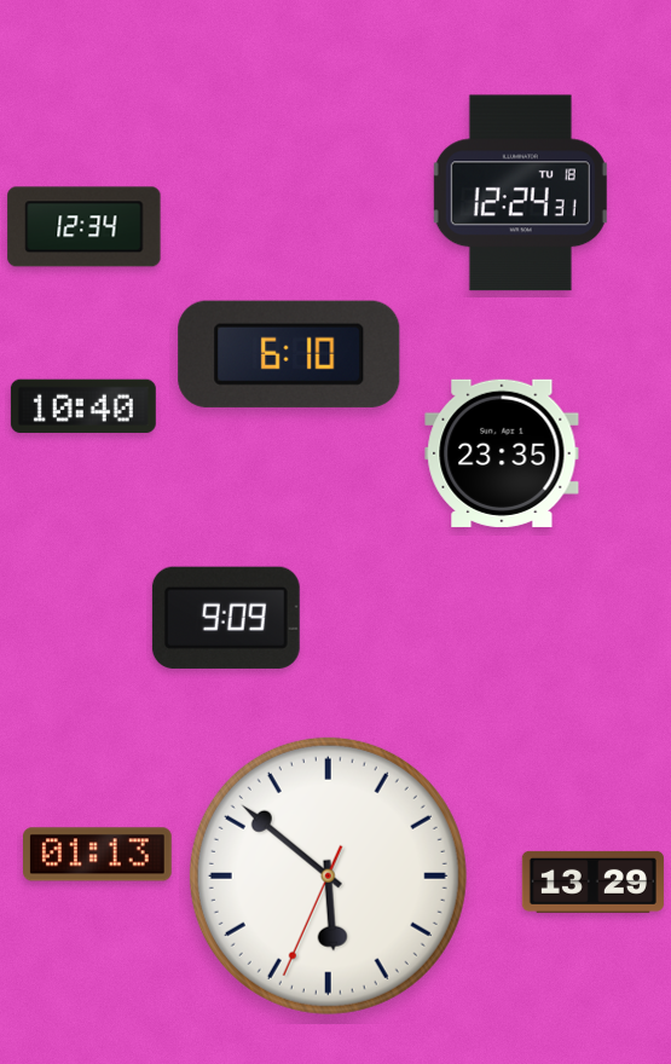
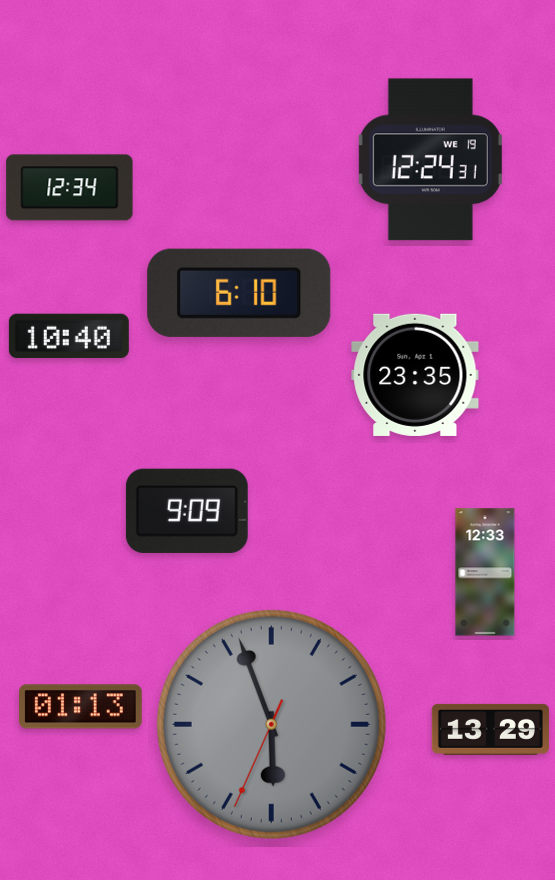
clock at (520, 193) date: TU 18 -> WE 19
clock at (485, 572): none -> 12:33
clock at (328, 875): 5:51 -> 5:56
clock at (328, 875) dial: white -> grey
